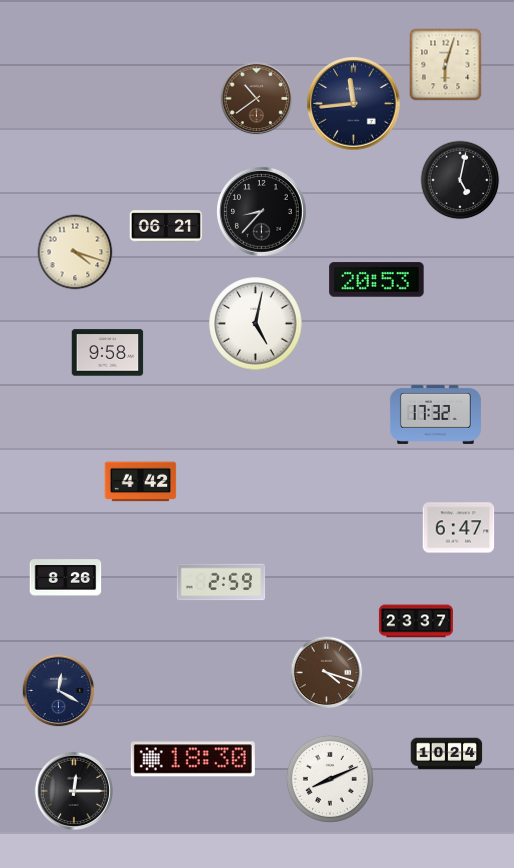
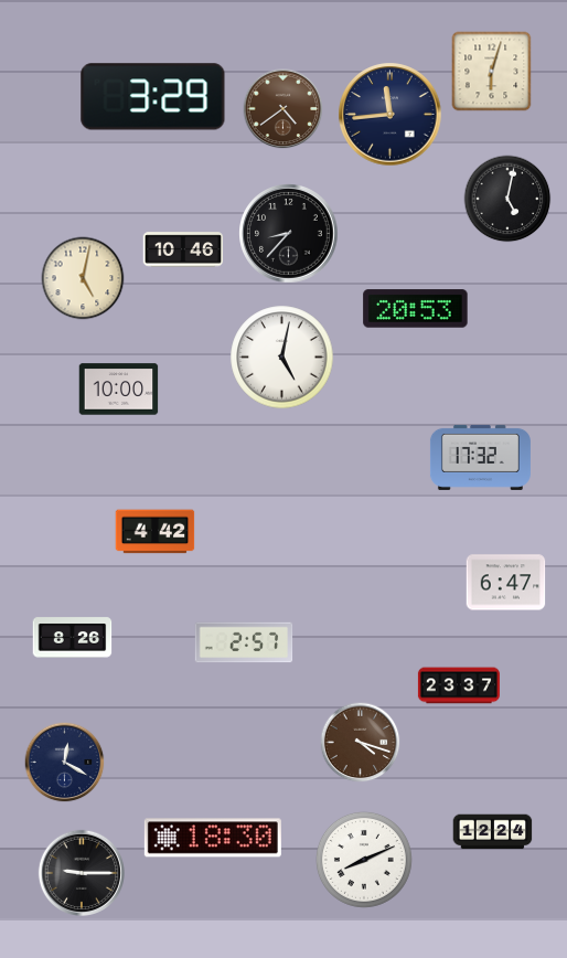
clock at (153, 97): none -> 3:29
clock at (257, 99): 10:39 -> 4:39
clock at (166, 226): 06:21 -> 10:46
clock at (75, 252): 4:18 -> 5:02
clock at (108, 353): 9:58 -> 10:00
clock at (221, 582): 2:59 -> 2:57
clock at (447, 754): 10:24 -> 12:24
clock at (73, 790): 12:15 -> 9:15
